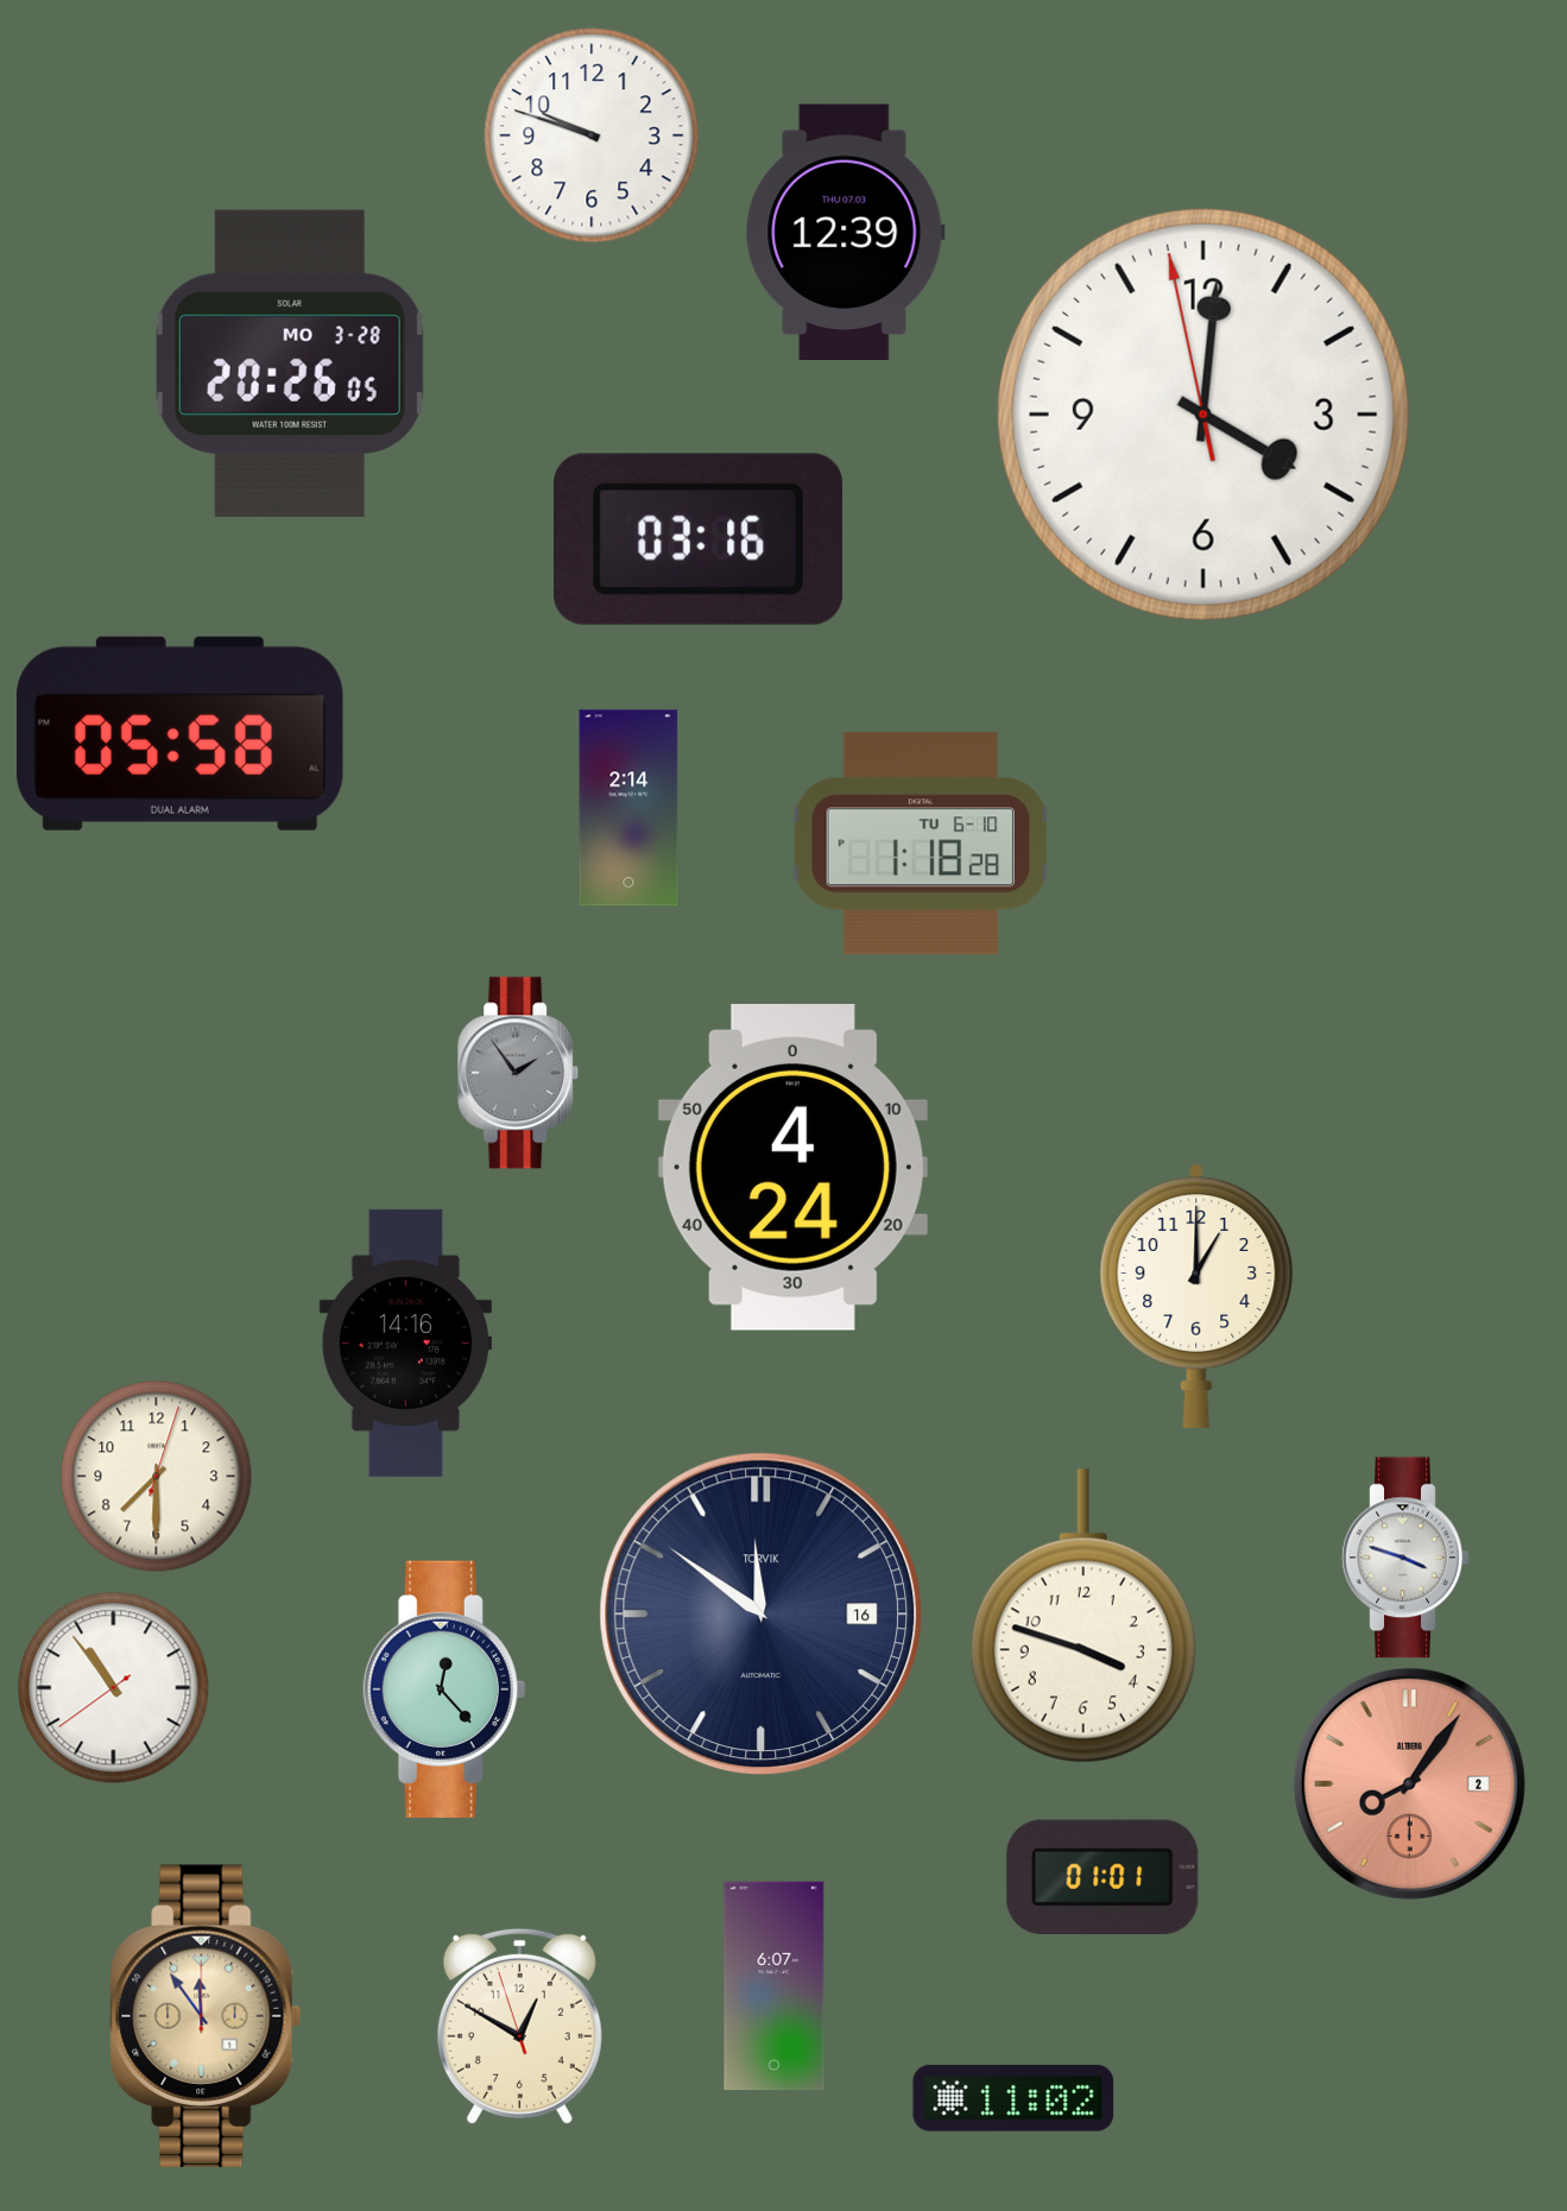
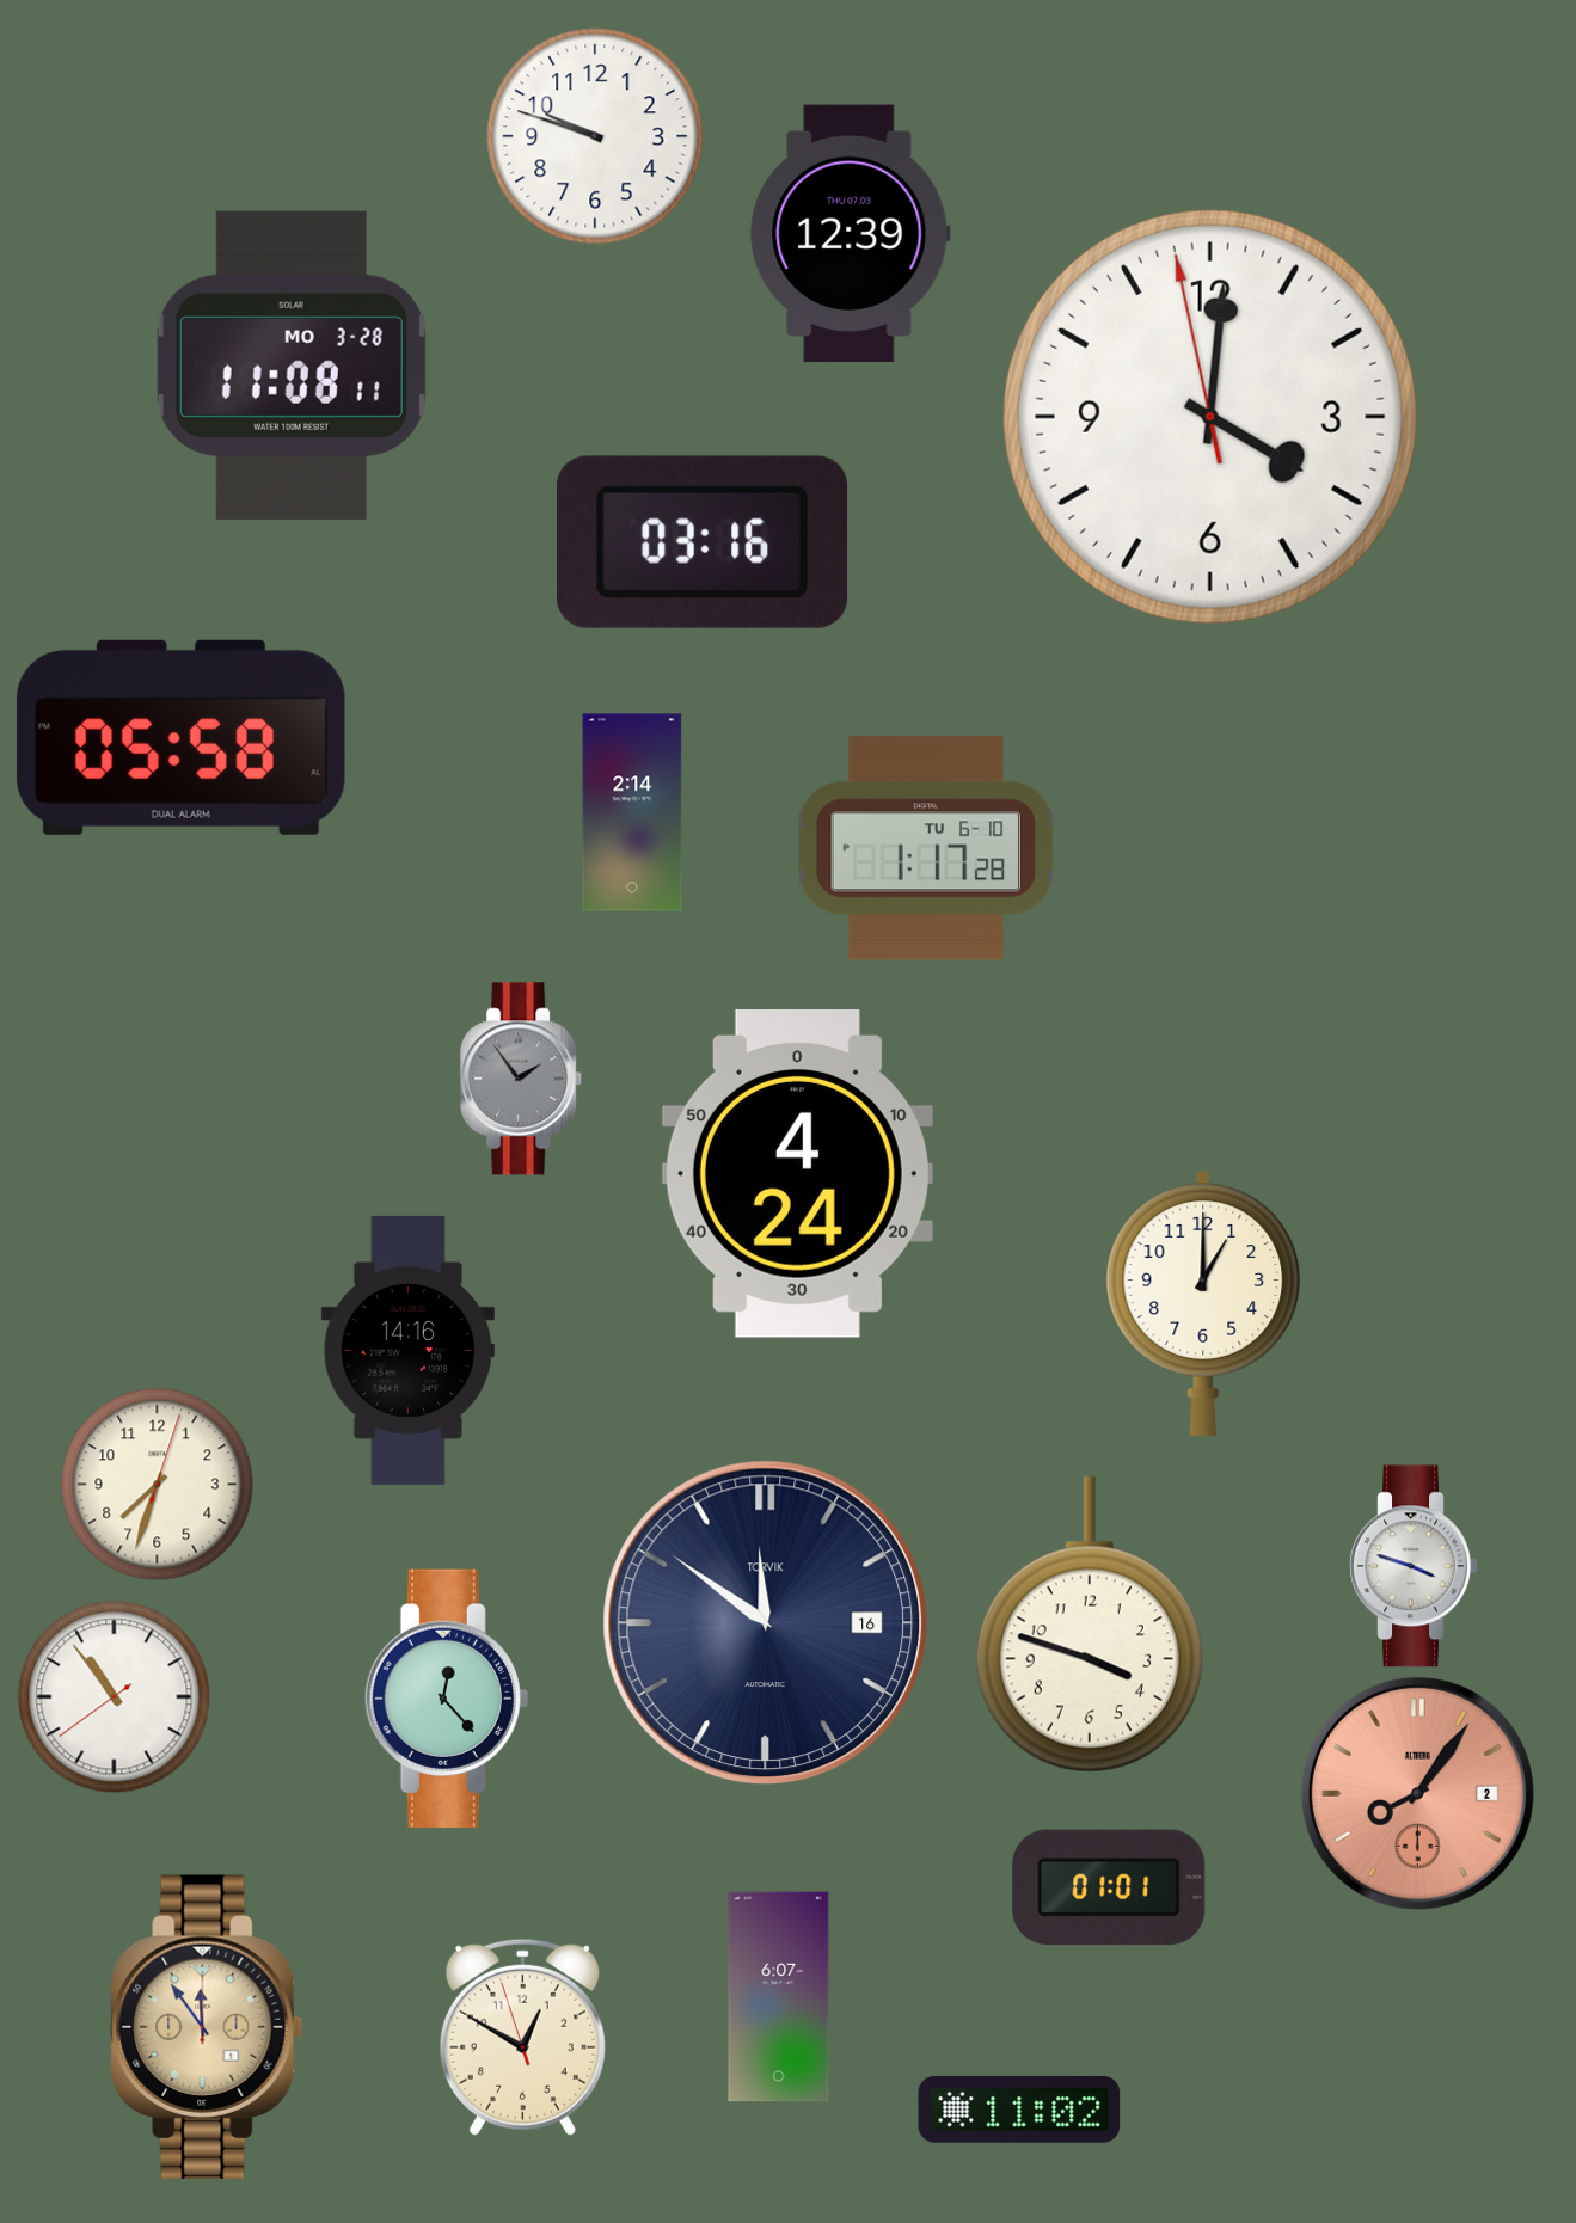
clock at (290, 364): 20:26 -> 11:08
clock at (921, 844): 1:18 -> 1:17
clock at (157, 1477): 7:30 -> 7:33
